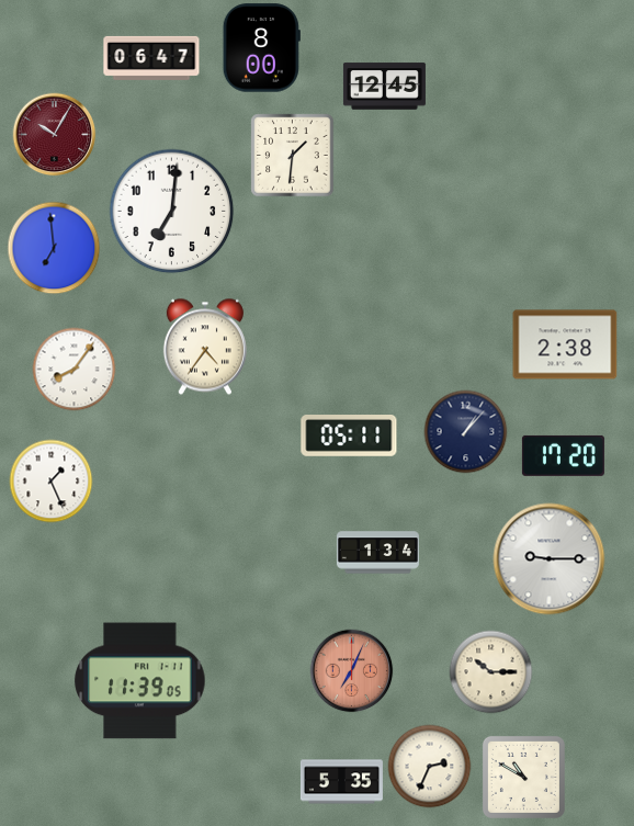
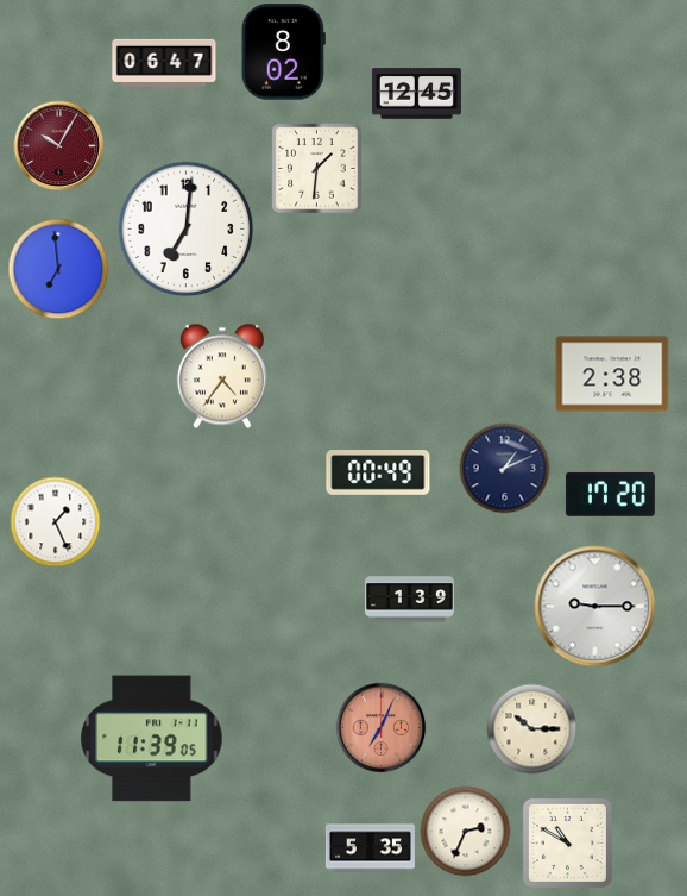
clock at (261, 48): 8:00 -> 8:02
clock at (75, 370): 8:06 -> none
clock at (466, 432): 1:07 -> 1:11
clock at (349, 437): 05:11 -> 00:49
clock at (377, 553): 1:34 -> 1:39
